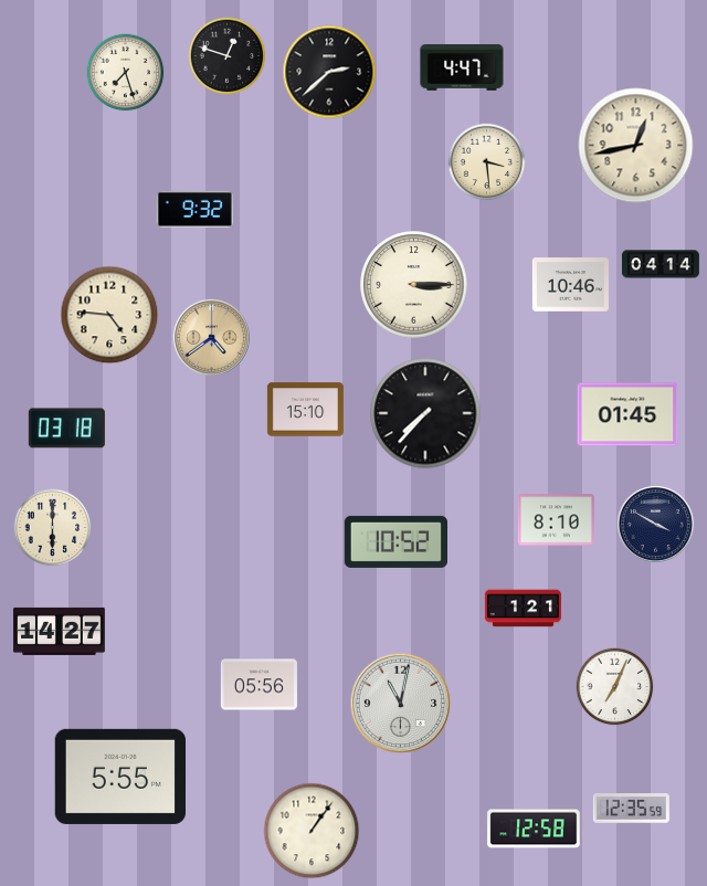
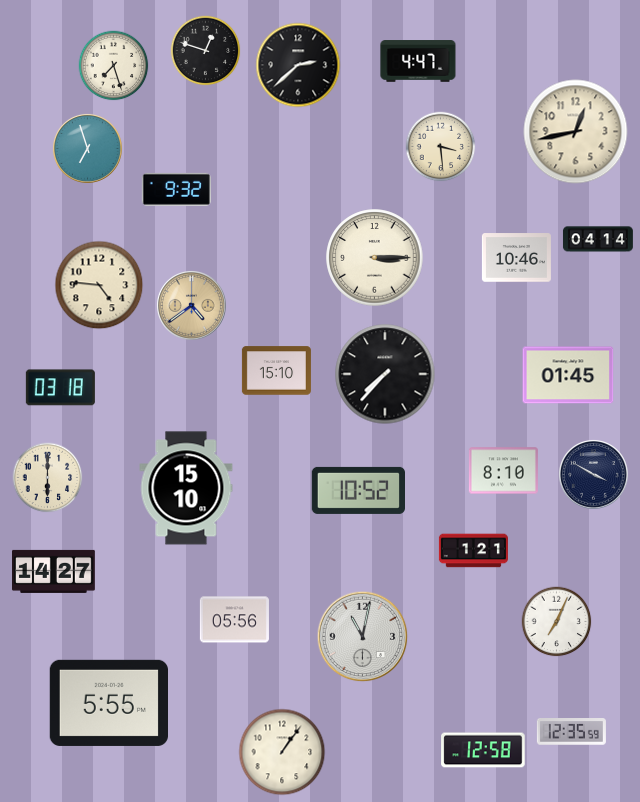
clock at (87, 148): none -> 6:57
clock at (186, 488): none -> 15:10
